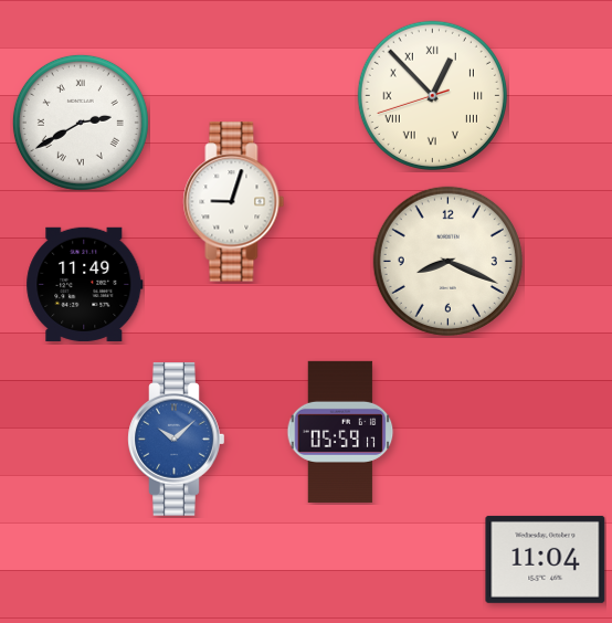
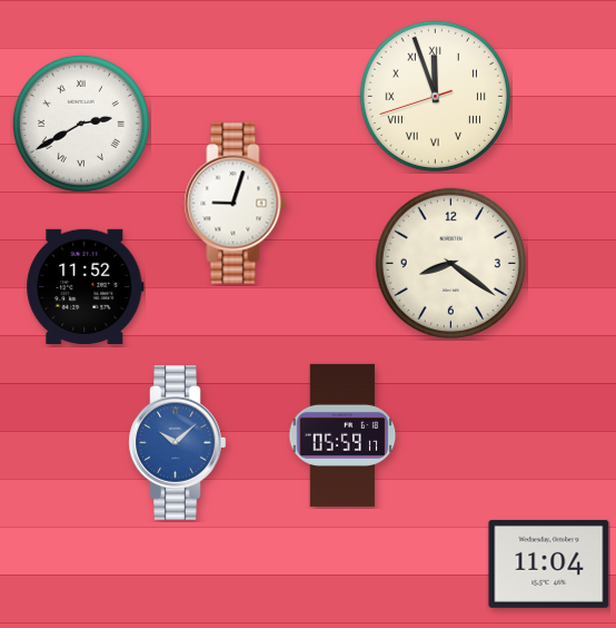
clock at (432, 95): 12:52 -> 11:56
clock at (447, 261): 8:19 -> 8:21
clock at (85, 284): 11:49 -> 11:52
